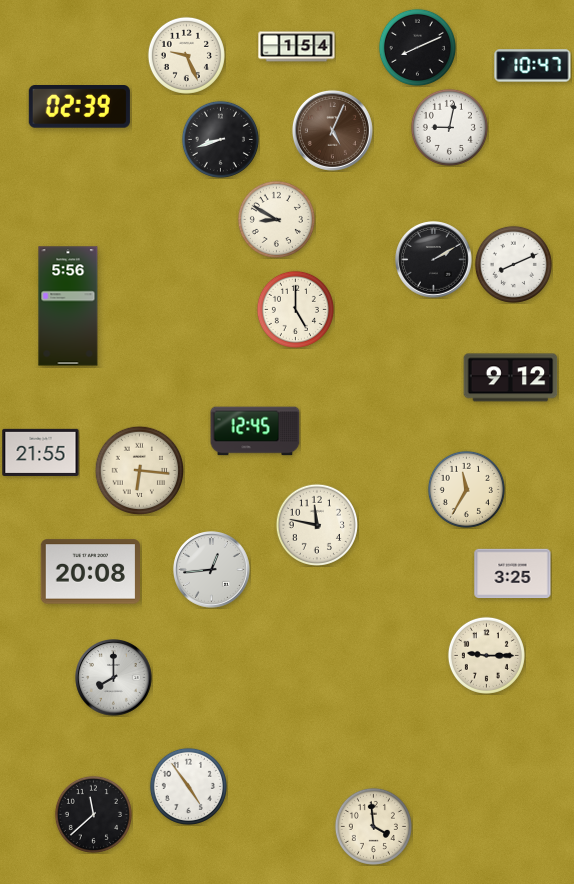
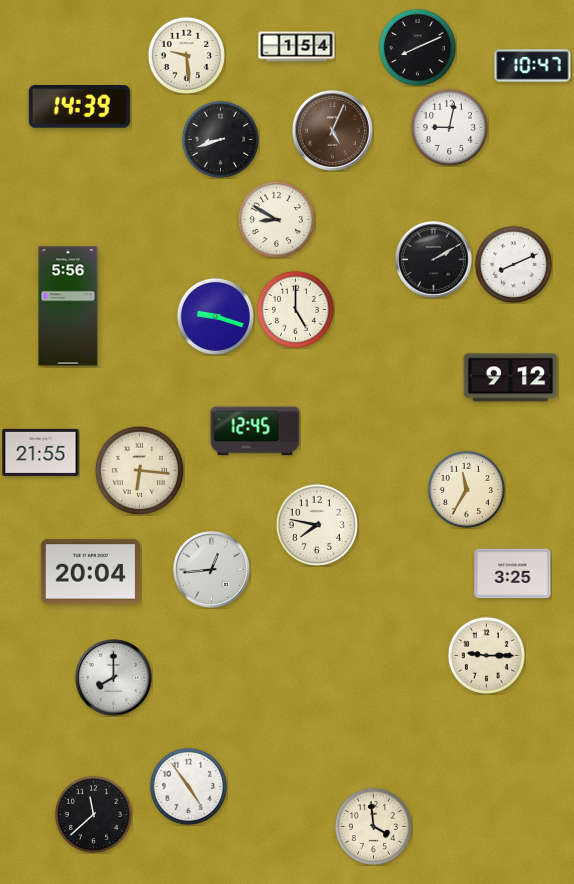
clock at (186, 55): 9:26 -> 9:29
clock at (79, 107): 02:39 -> 14:39
clock at (215, 316): none -> 9:18
clock at (317, 525): 11:47 -> 7:47
clock at (90, 572): 20:08 -> 20:04
